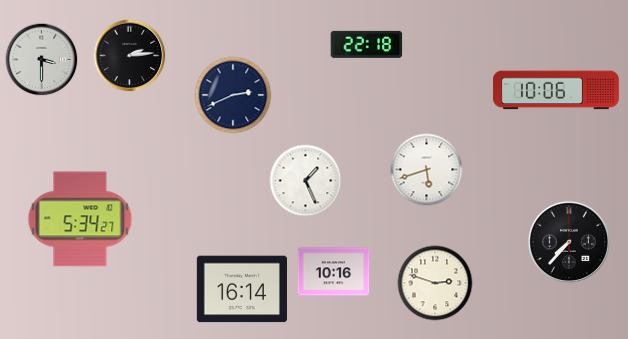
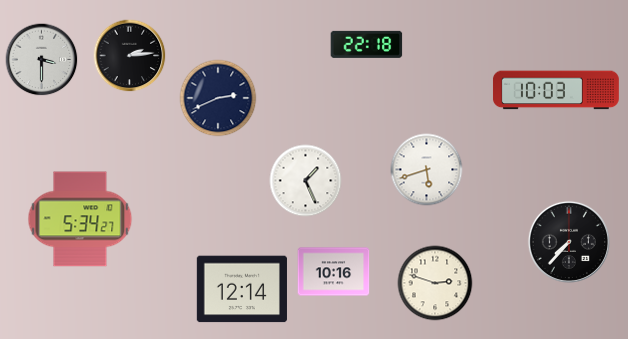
clock at (556, 90): 10:06 -> 10:03
clock at (233, 95) position: (233, 95) -> (218, 98)
clock at (242, 289): 16:14 -> 12:14
